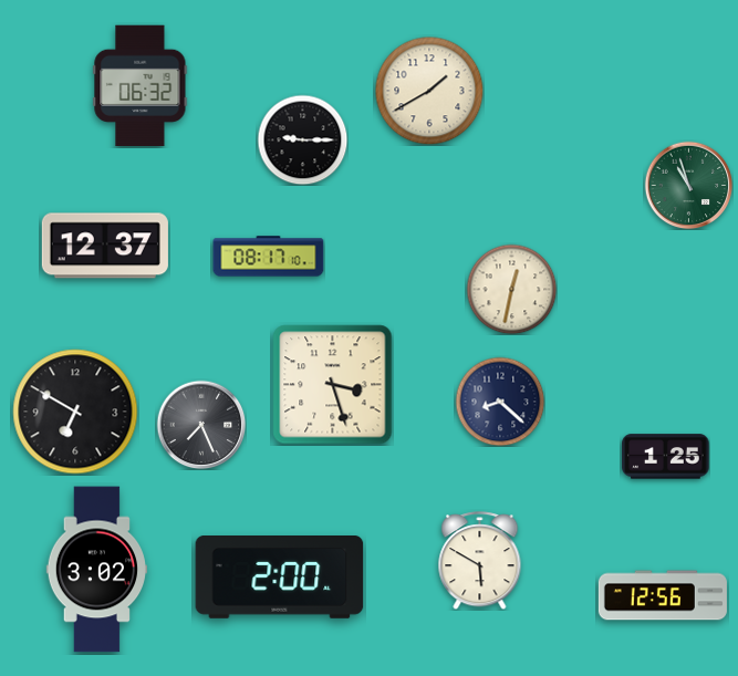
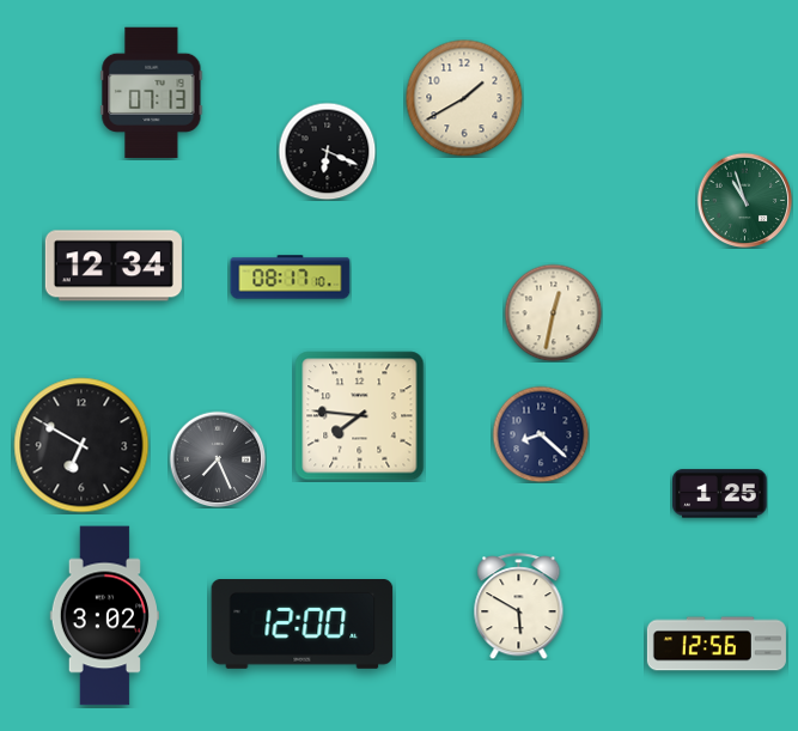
clock at (141, 86): 06:32 -> 07:13
clock at (302, 139): 9:15 -> 6:19
clock at (105, 246): 12:37 -> 12:34
clock at (333, 385): 3:27 -> 7:46
clock at (280, 578): 2:00 -> 12:00
